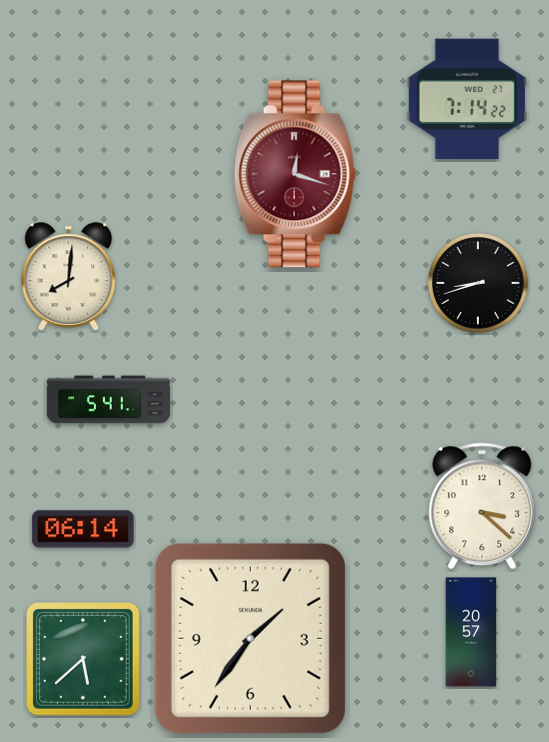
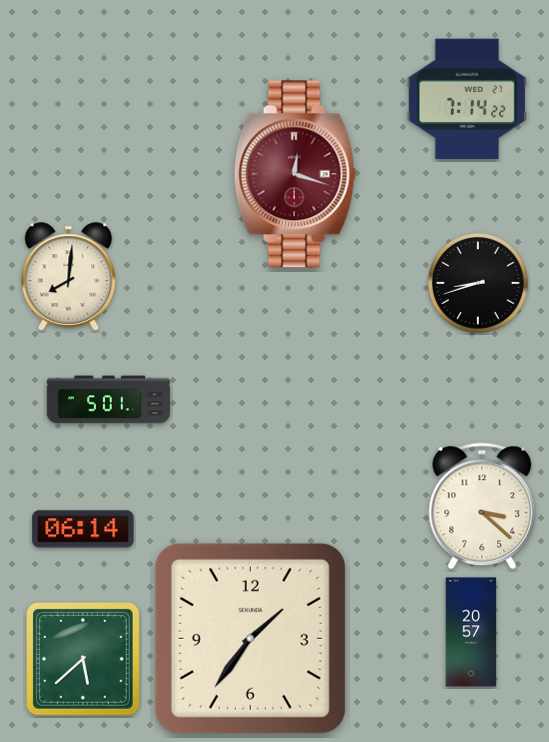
clock at (109, 400): 5:41 -> 5:01
